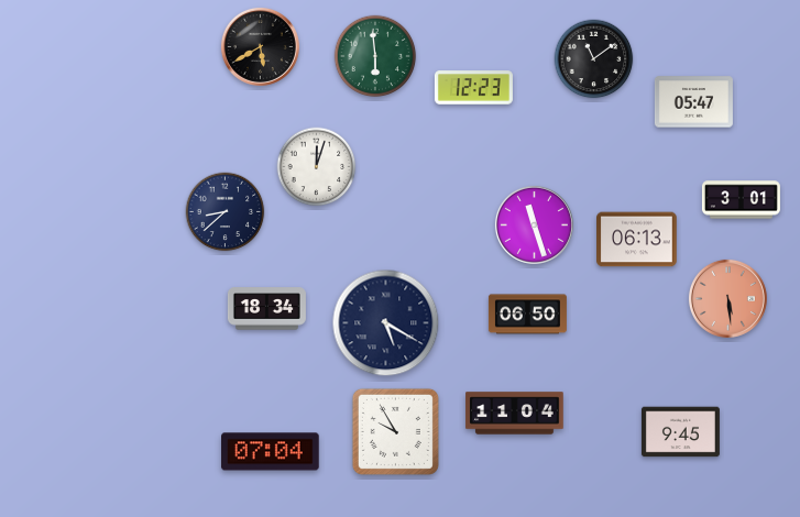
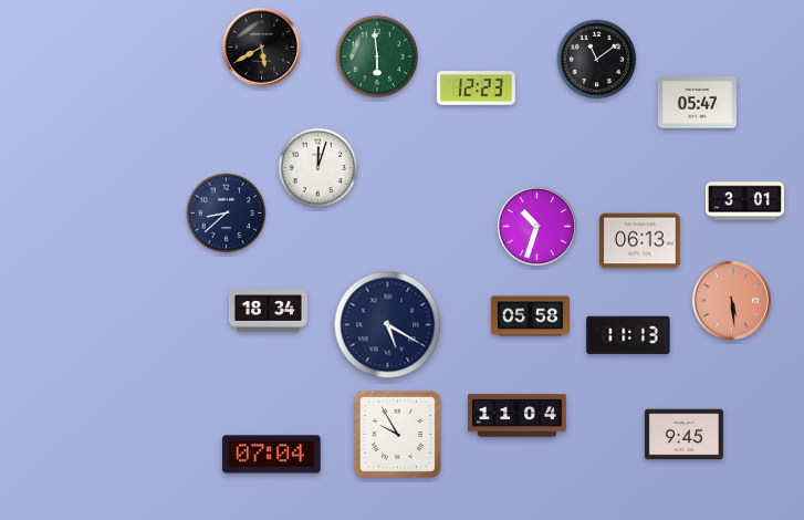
clock at (534, 224): 11:27 -> 10:33
clock at (527, 315): 06:50 -> 05:58
clock at (628, 334): none -> 11:13
